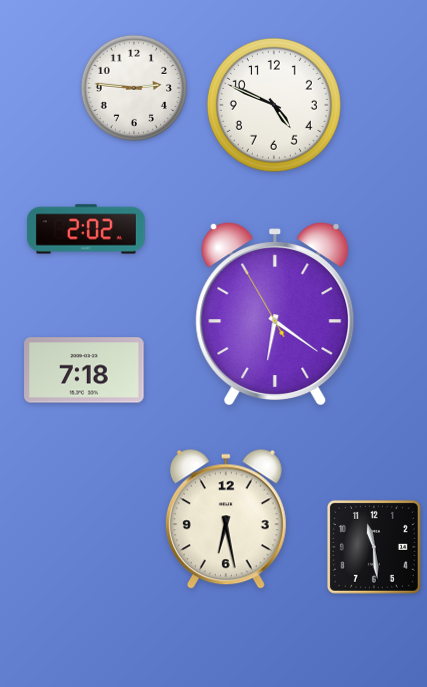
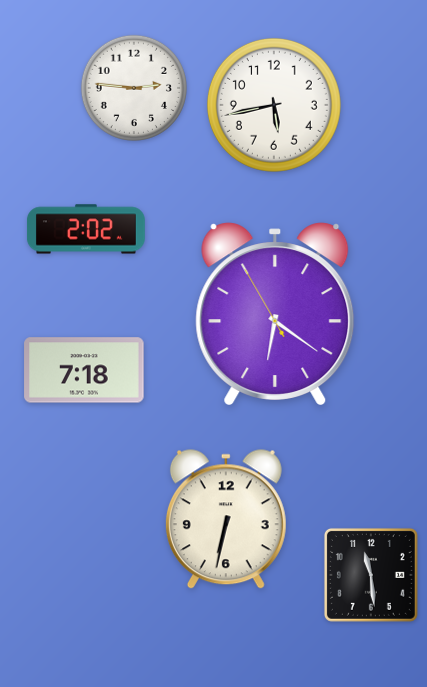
clock at (274, 105): 4:49 -> 5:43
clock at (226, 520): 6:28 -> 6:32
clock at (374, 547) position: (374, 547) -> (371, 575)
